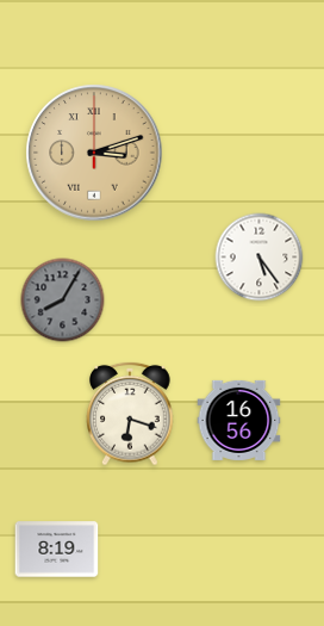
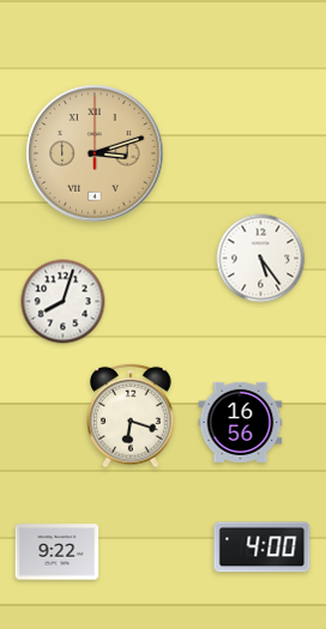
clock at (63, 300): 8:05 -> 8:03
clock at (63, 300) dial: grey -> white
clock at (262, 548): none -> 4:00
clock at (57, 550): 8:19 -> 9:22
